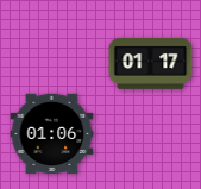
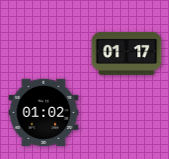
clock at (52, 134): 01:06 -> 01:02
